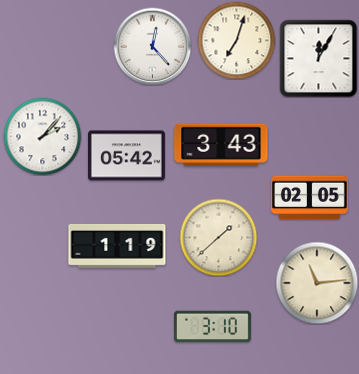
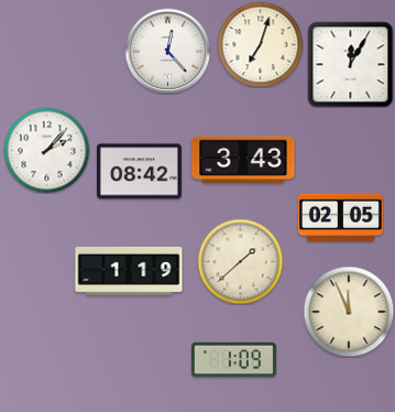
clock at (126, 156): 05:42 -> 08:42
clock at (317, 283): 11:14 -> 11:56
clock at (212, 327): 3:10 -> 1:09
